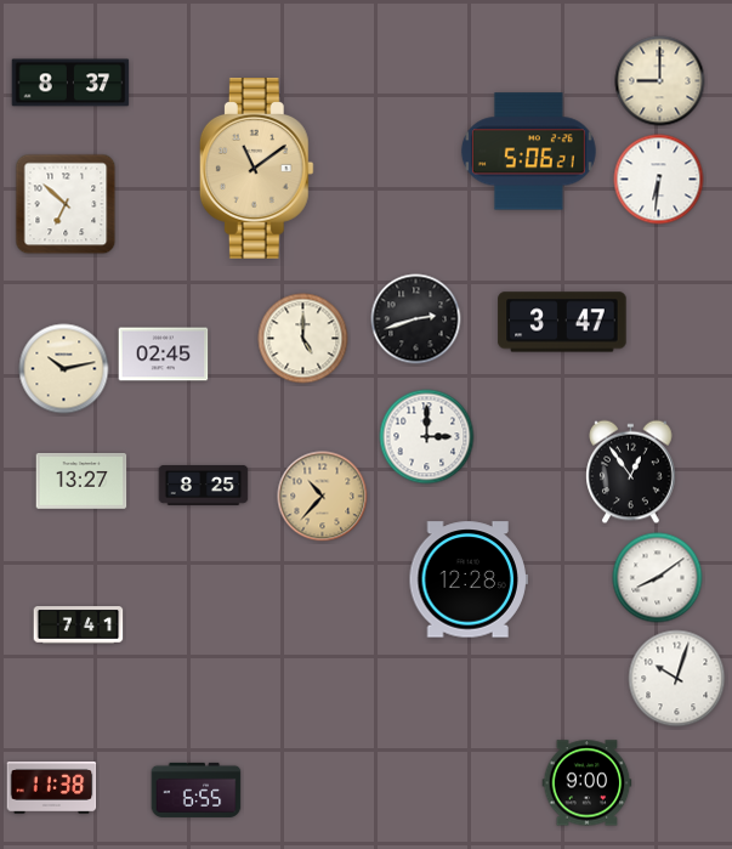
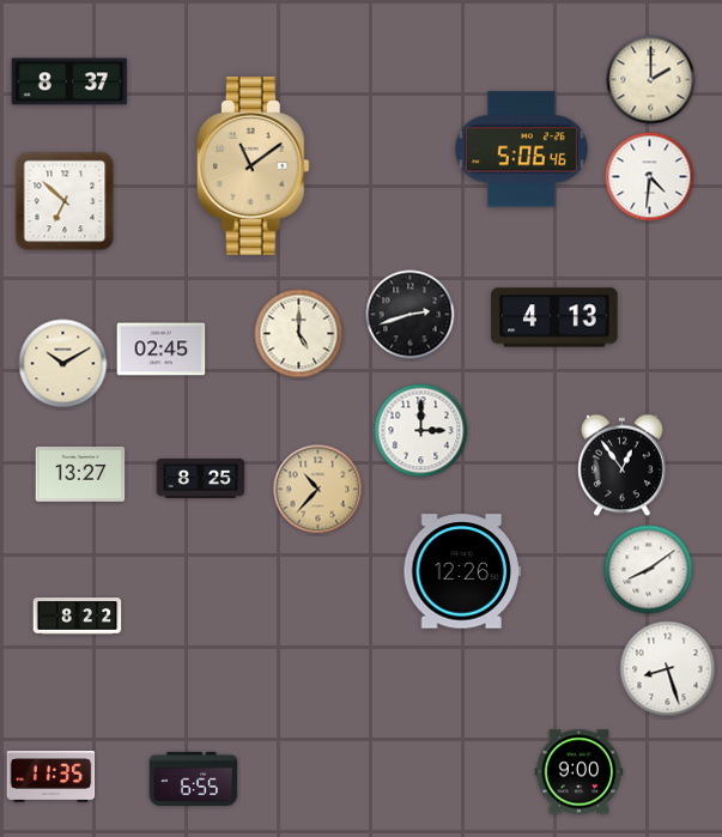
clock at (660, 81): 9:00 -> 2:00
clock at (528, 152): 5:06:21 -> 5:06:46
clock at (659, 180): 6:31 -> 4:31
clock at (562, 322): 3:47 -> 4:13
clock at (64, 369): 10:13 -> 10:10
clock at (467, 579): 12:28 -> 12:26
clock at (79, 626): 7:41 -> 8:22
clock at (677, 679): 10:03 -> 8:27
clock at (52, 788): 11:38 -> 11:35
